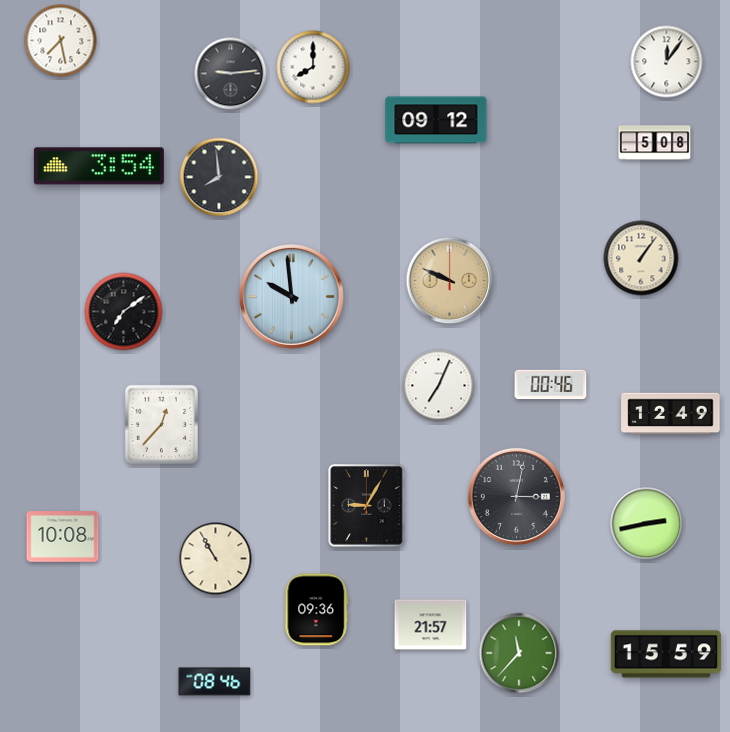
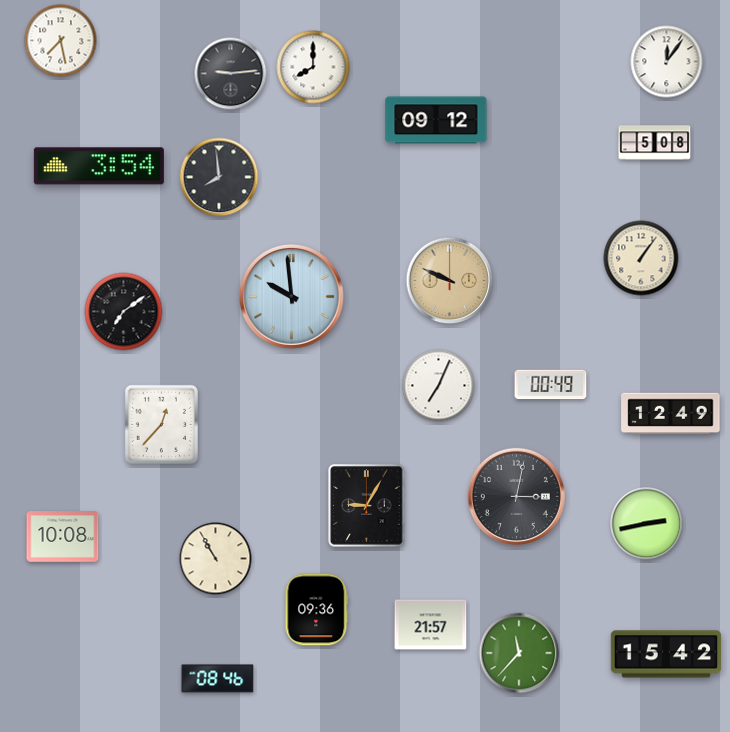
clock at (551, 385): 00:46 -> 00:49
clock at (666, 654): 15:59 -> 15:42
clock at (215, 682) position: (215, 682) -> (218, 679)
